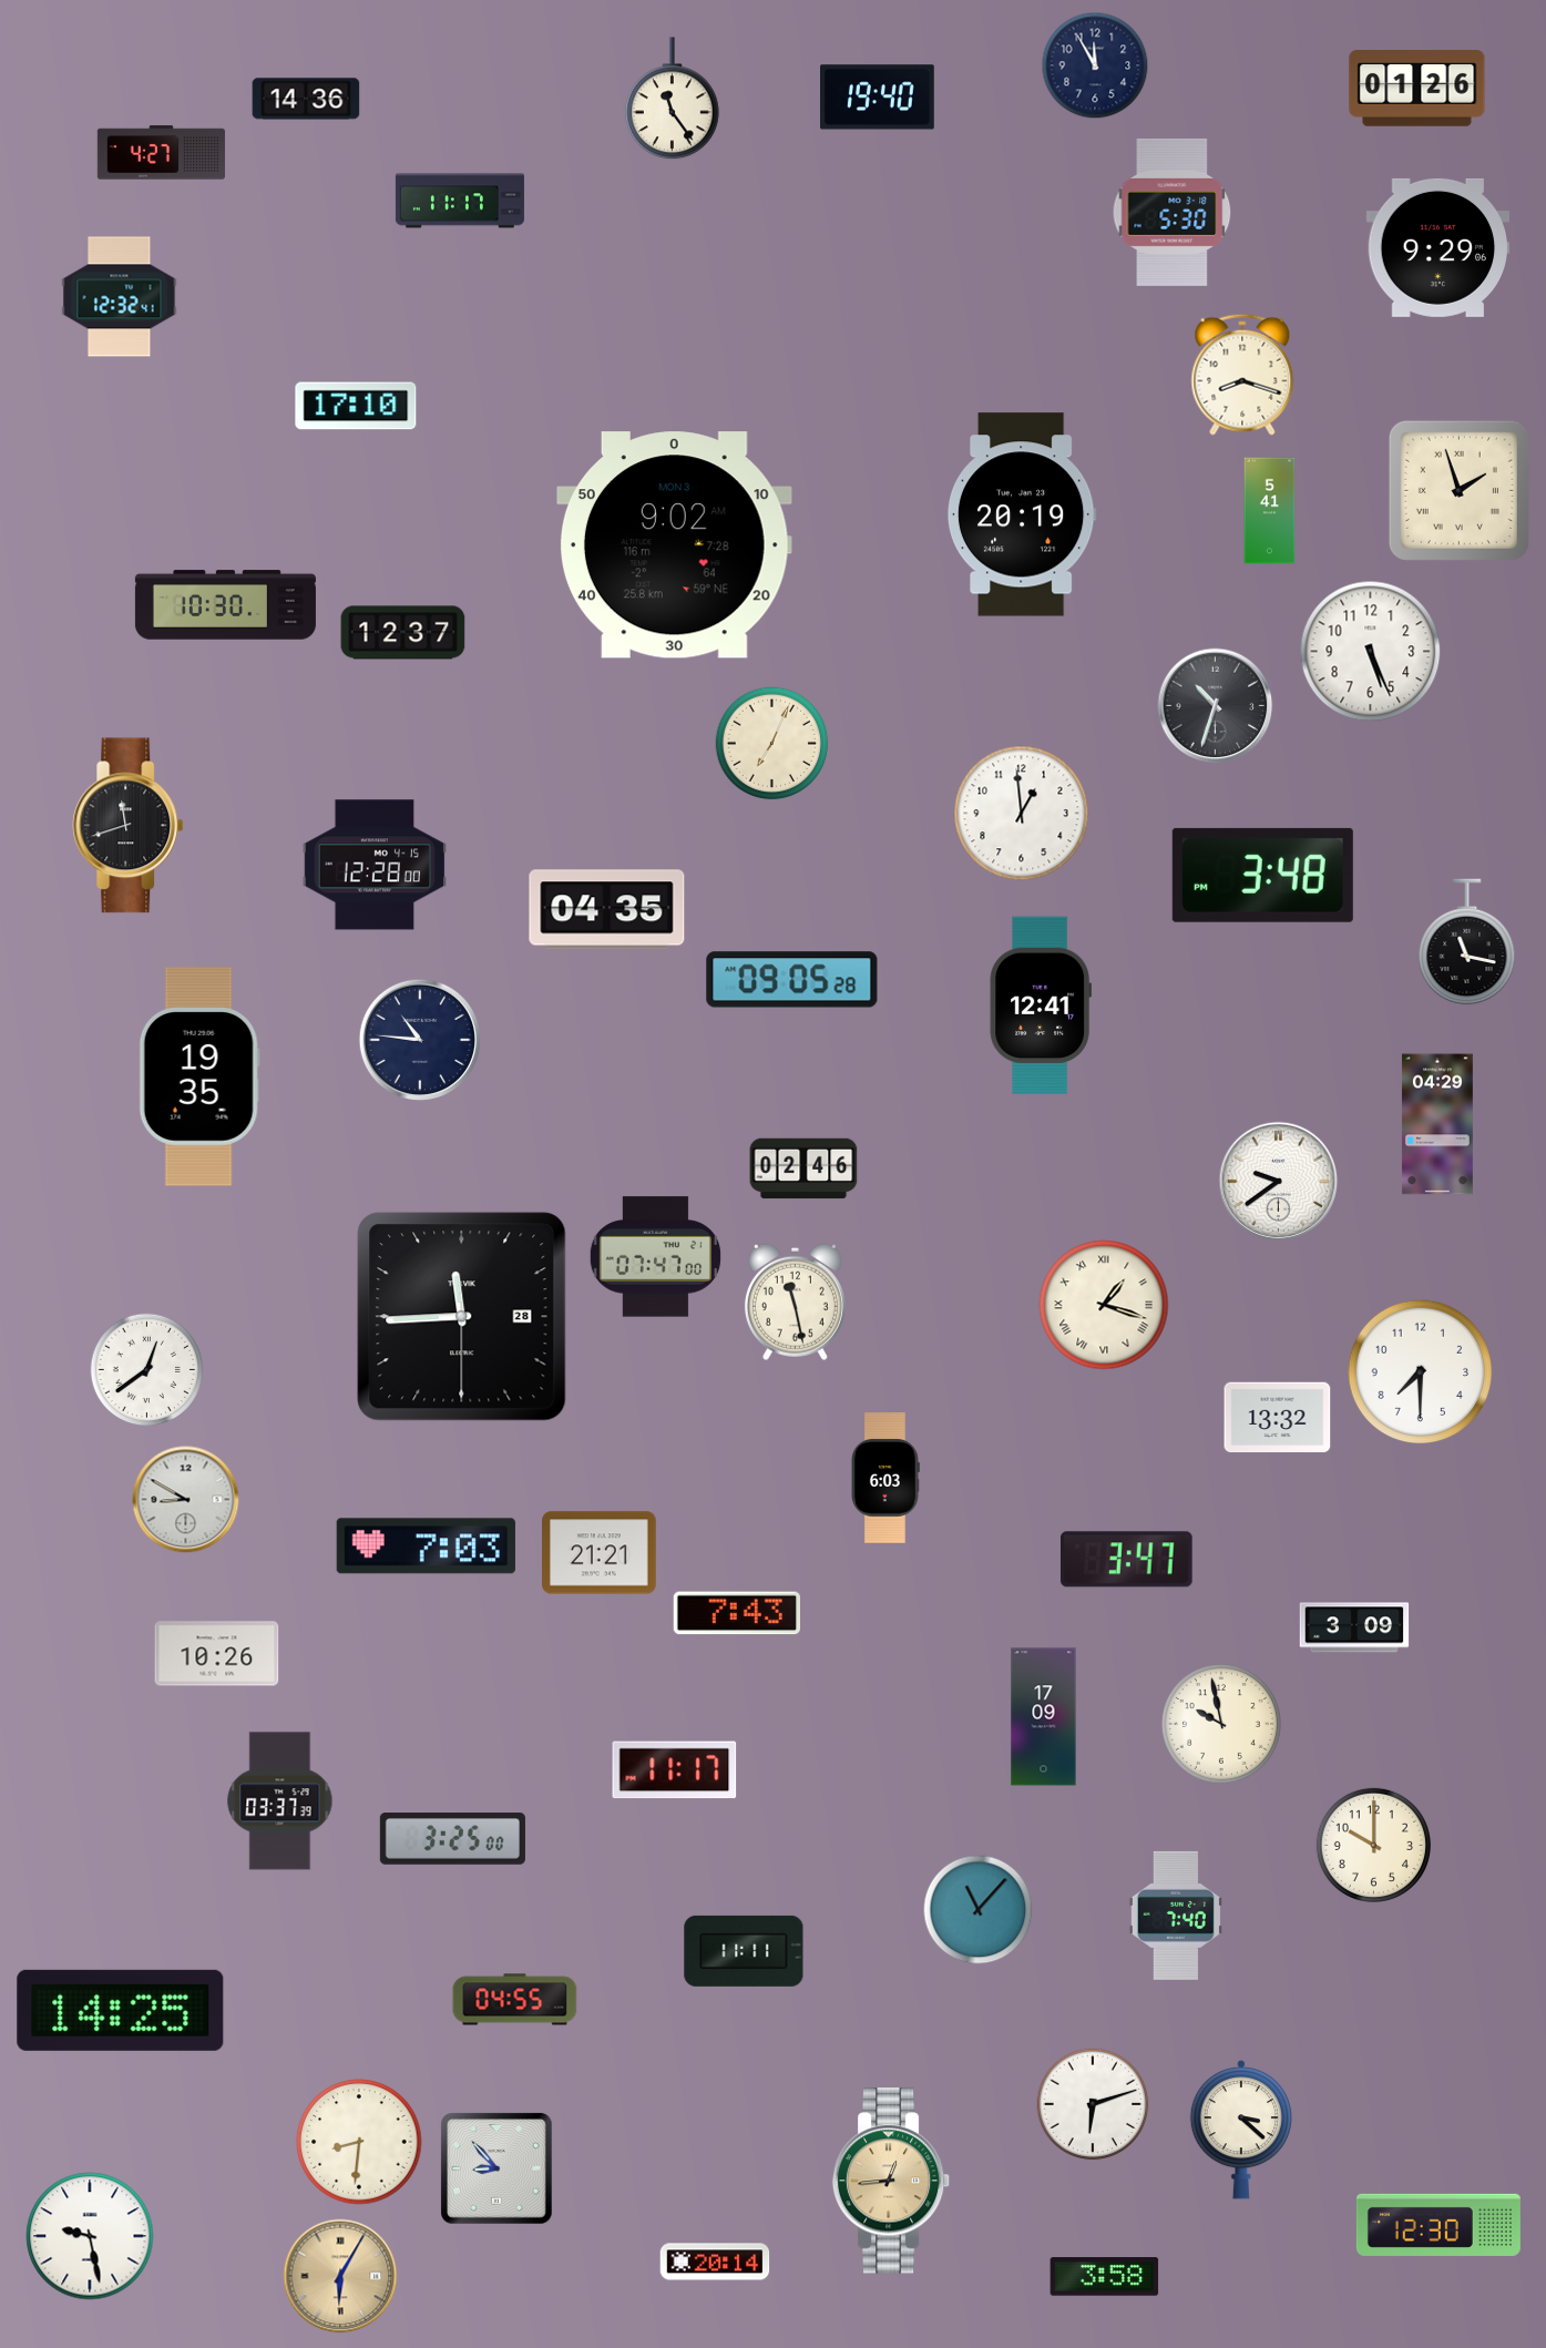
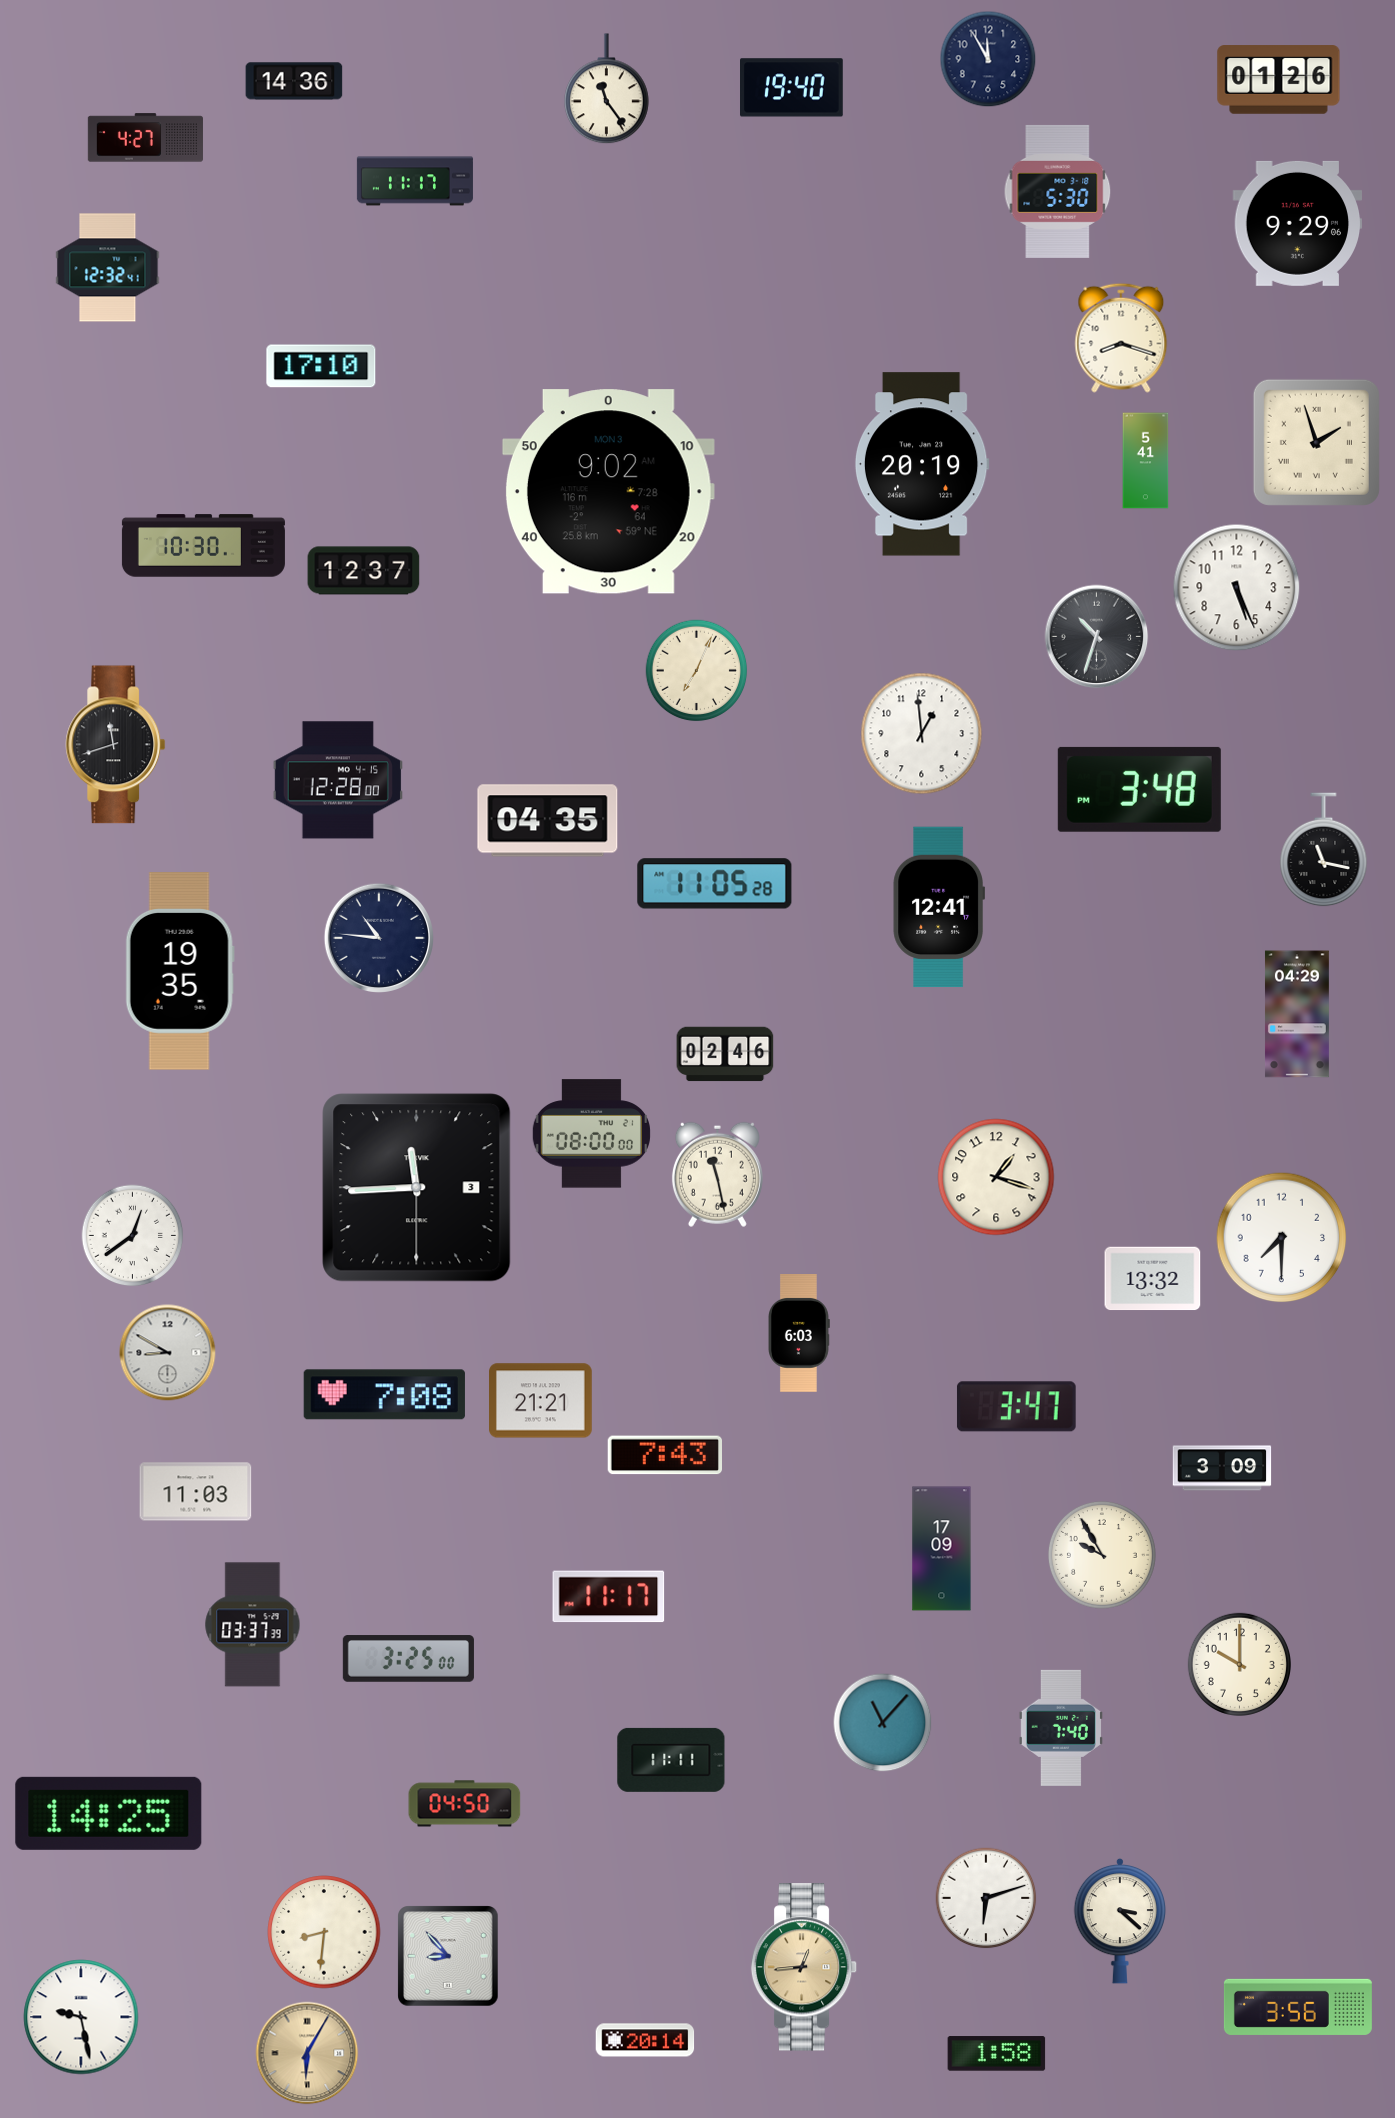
clock at (306, 99) position: (306, 99) -> (294, 81)
clock at (792, 980): 09:05 -> 11:05
clock at (1279, 1182): 9:39 -> none
clock at (655, 1257): 07:47 -> 08:00
clock at (1104, 1305) numerals: Roman -> Arabic
clock at (462, 1317) date: 28 -> 3
clock at (426, 1546): 7:03 -> 7:08
clock at (217, 1654): 10:26 -> 11:03
clock at (1221, 1724): 9:58 -> 9:55
clock at (515, 2000): 04:55 -> 04:50
clock at (1439, 2225): 12:30 -> 3:56
clock at (1105, 2277): 3:58 -> 1:58
